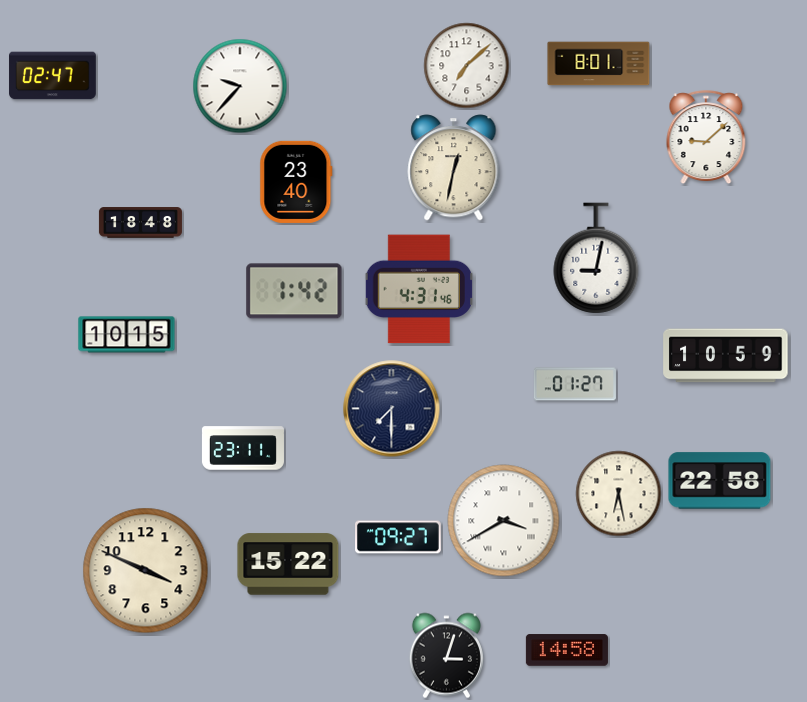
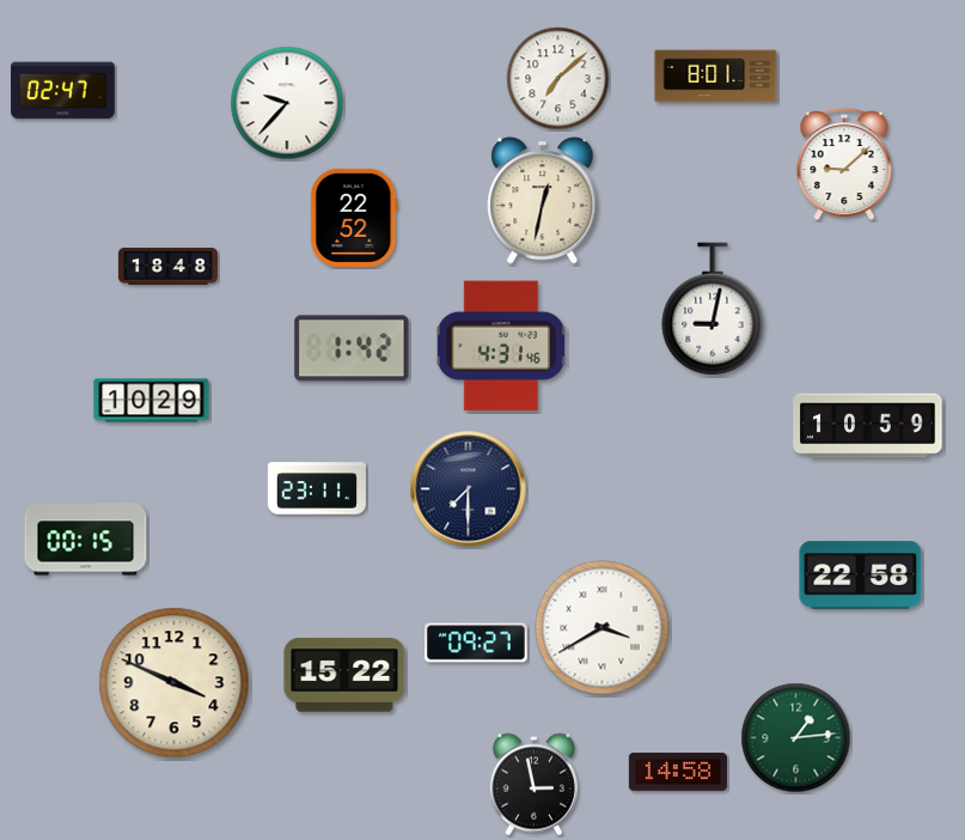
clock at (296, 182): 23:40 -> 22:52
clock at (127, 335): 10:15 -> 10:29
clock at (575, 384): 01:27 -> none
clock at (243, 448) position: (243, 448) -> (317, 488)
clock at (86, 540): none -> 00:15
clock at (619, 494): 6:28 -> none
clock at (504, 521) position: (504, 521) -> (603, 628)
clock at (796, 738): none -> 1:14
clock at (567, 650) position: (567, 650) -> (678, 772)
clock at (446, 656): 3:03 -> 2:58
